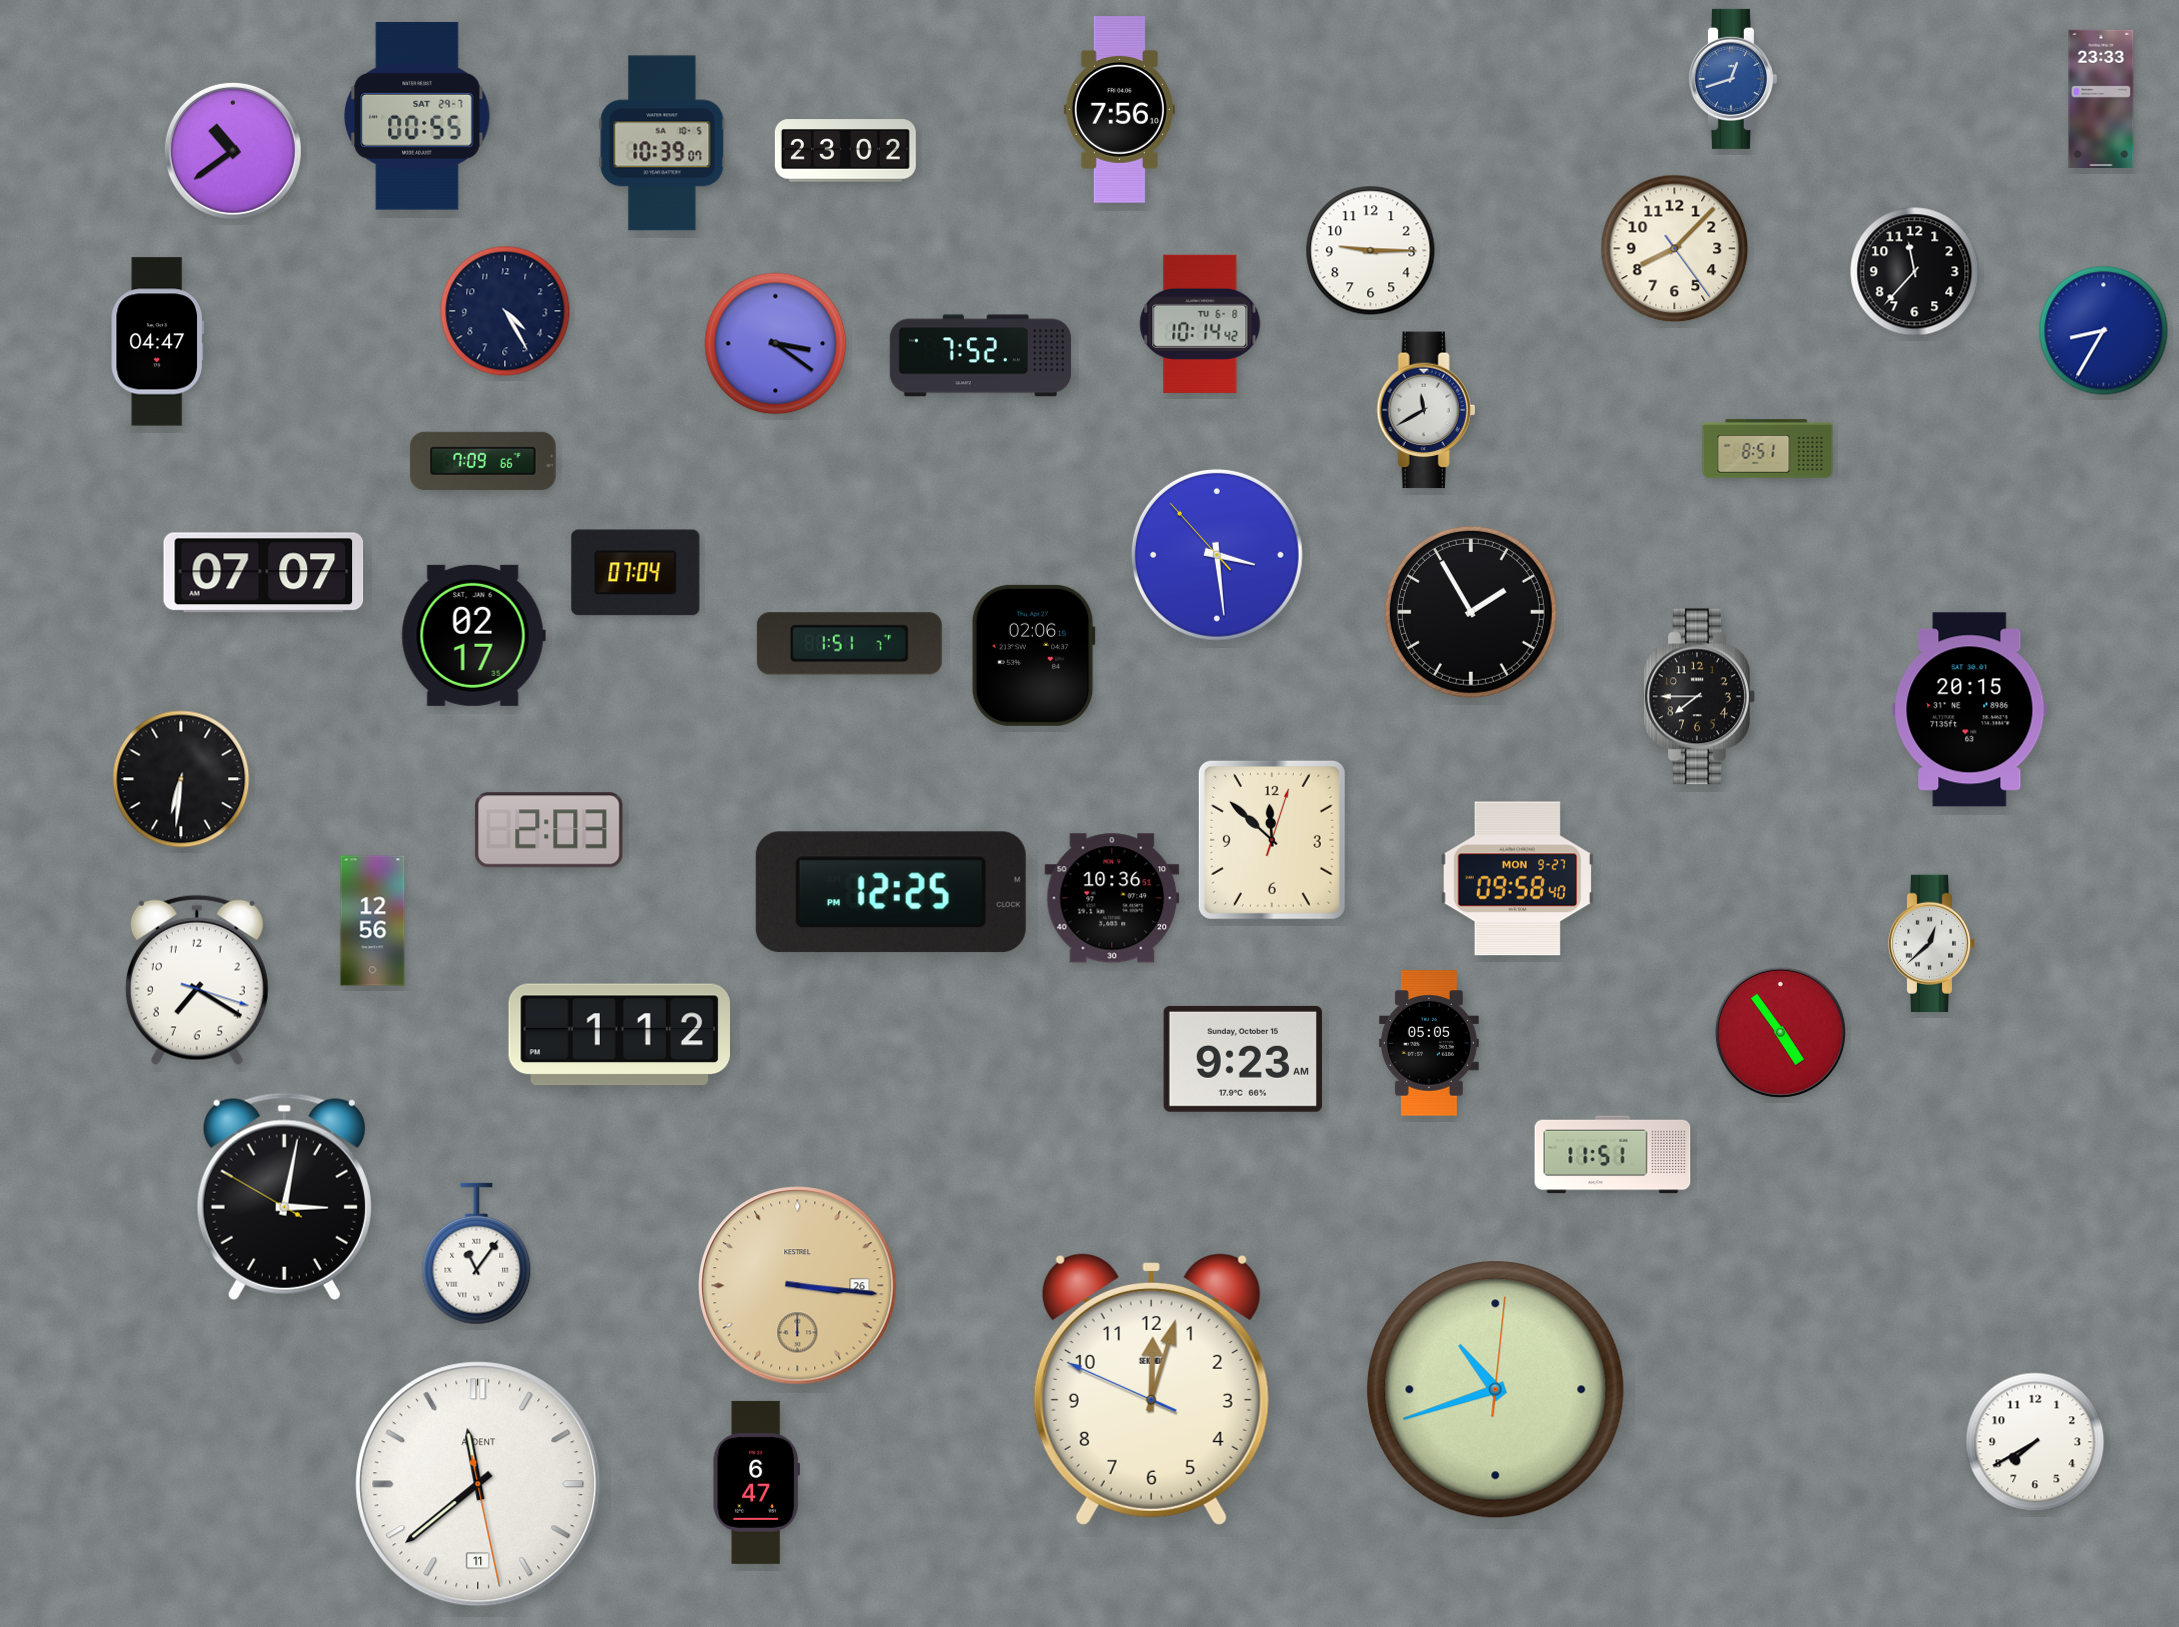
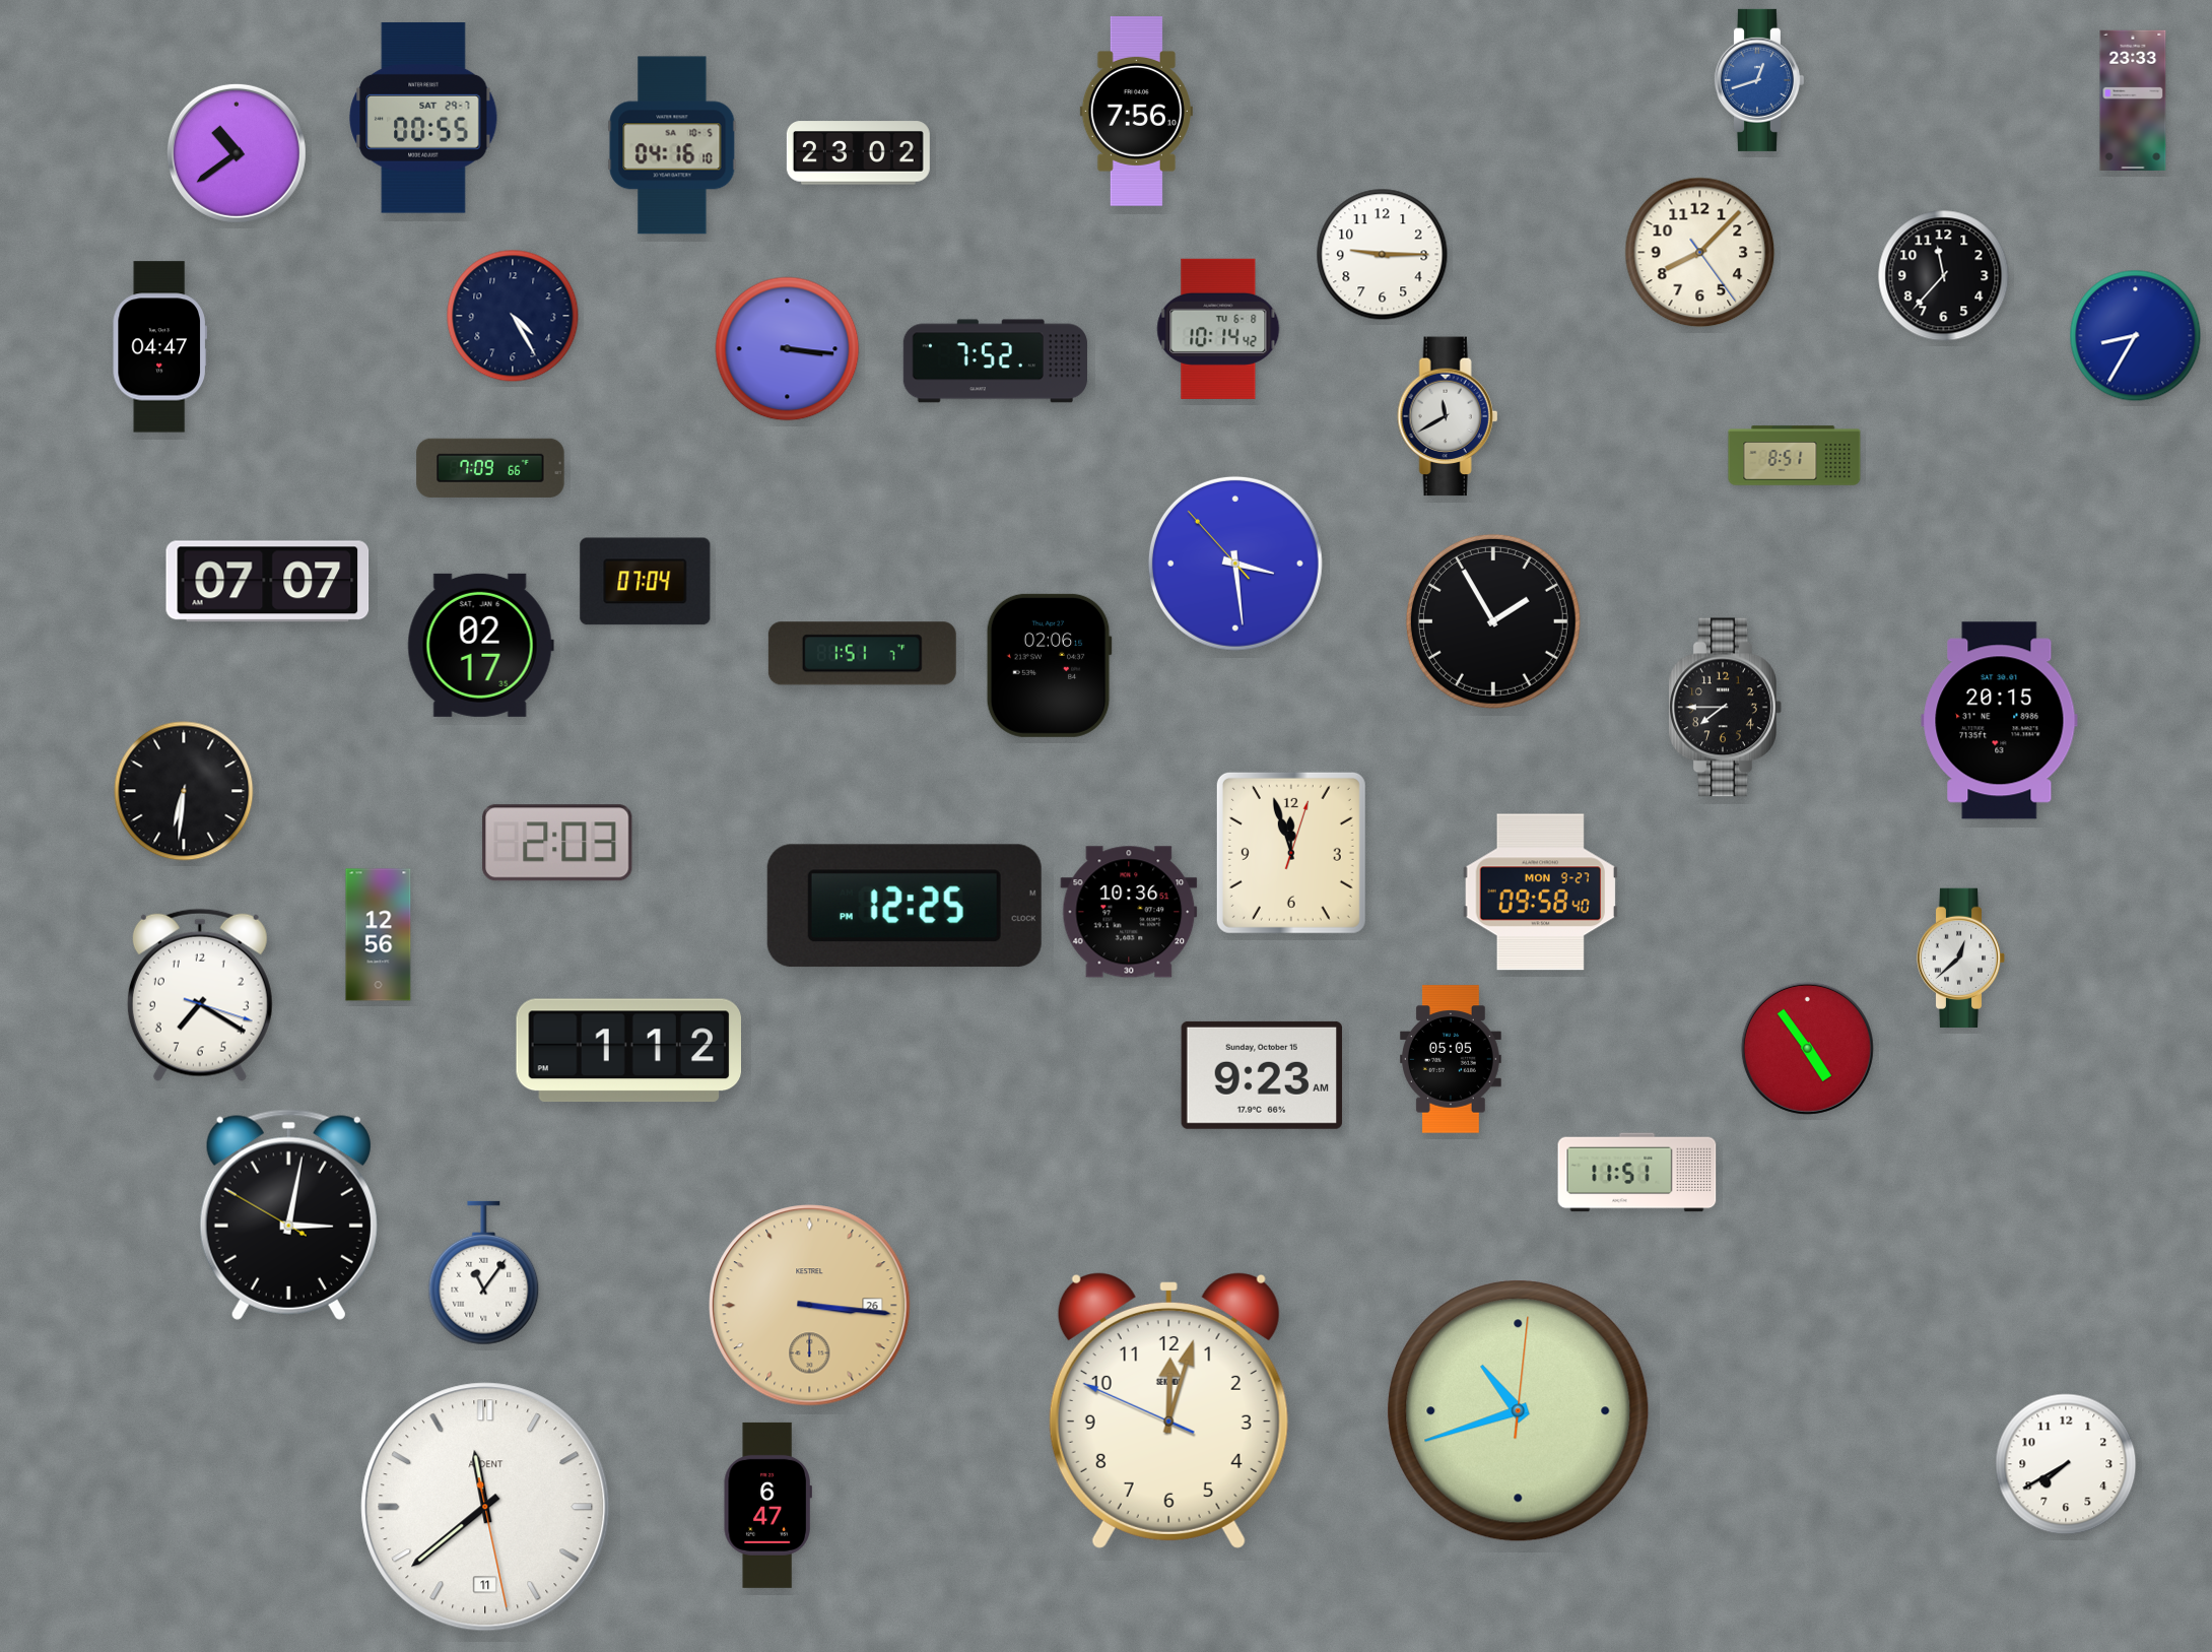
clock at (662, 143): 10:39 -> 04:16
clock at (1371, 251) position: (1371, 251) -> (1383, 255)
clock at (776, 344): 3:21 -> 3:16
clock at (1272, 840): 11:52 -> 11:57
